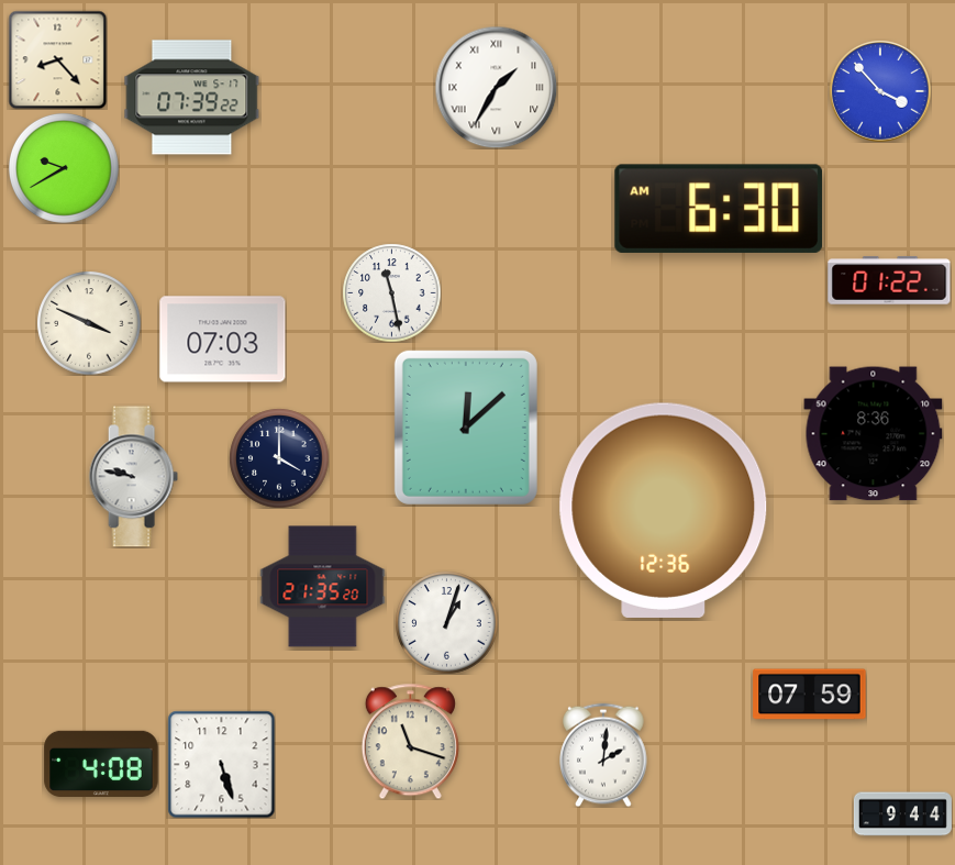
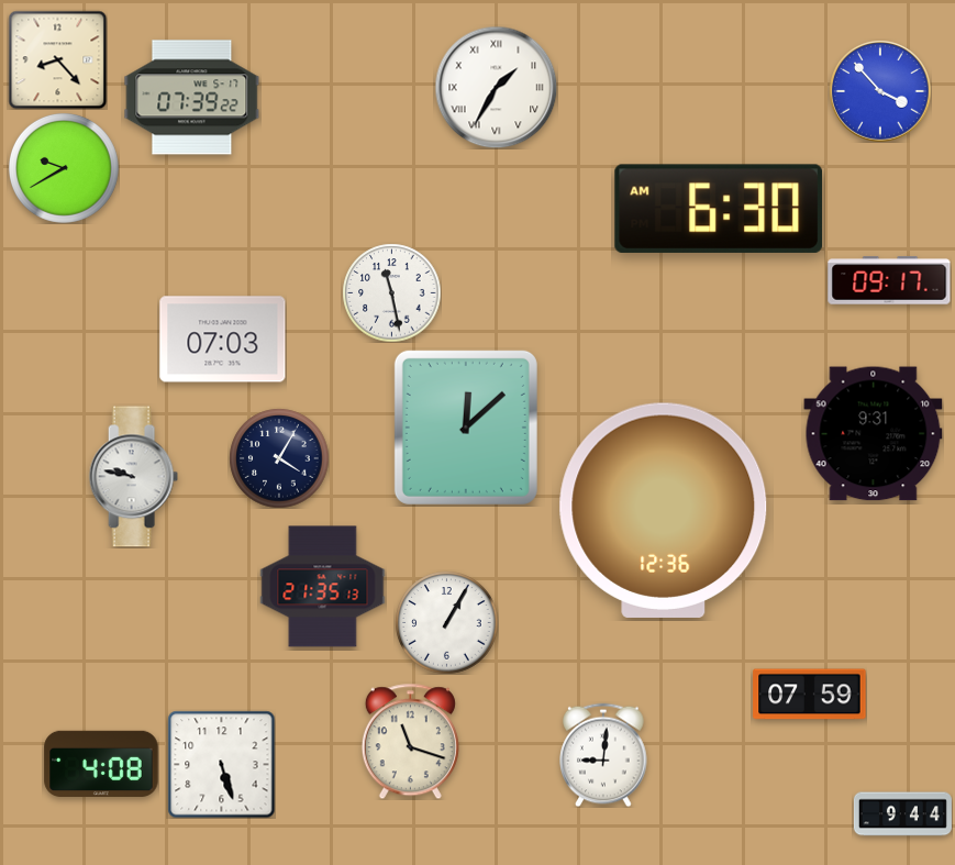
clock at (889, 280): 01:22 -> 09:17
clock at (89, 323): 3:49 -> none
clock at (874, 434): 8:36 -> 9:31
clock at (279, 458): 4:00 -> 4:05
clock at (323, 587): 21:35:20 -> 21:35:13
clock at (446, 622): 1:03 -> 1:05
clock at (603, 755): 2:01 -> 9:01
